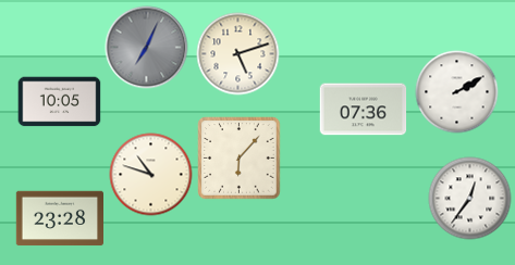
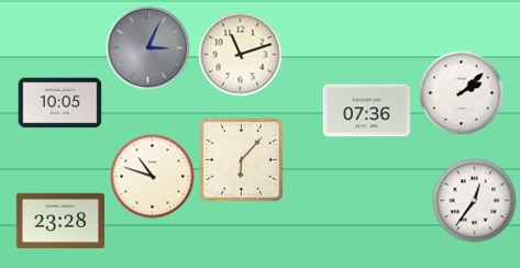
clock at (147, 48): 7:04 -> 3:04
clock at (238, 54): 5:12 -> 11:12
clock at (457, 92): 2:10 -> 2:08
